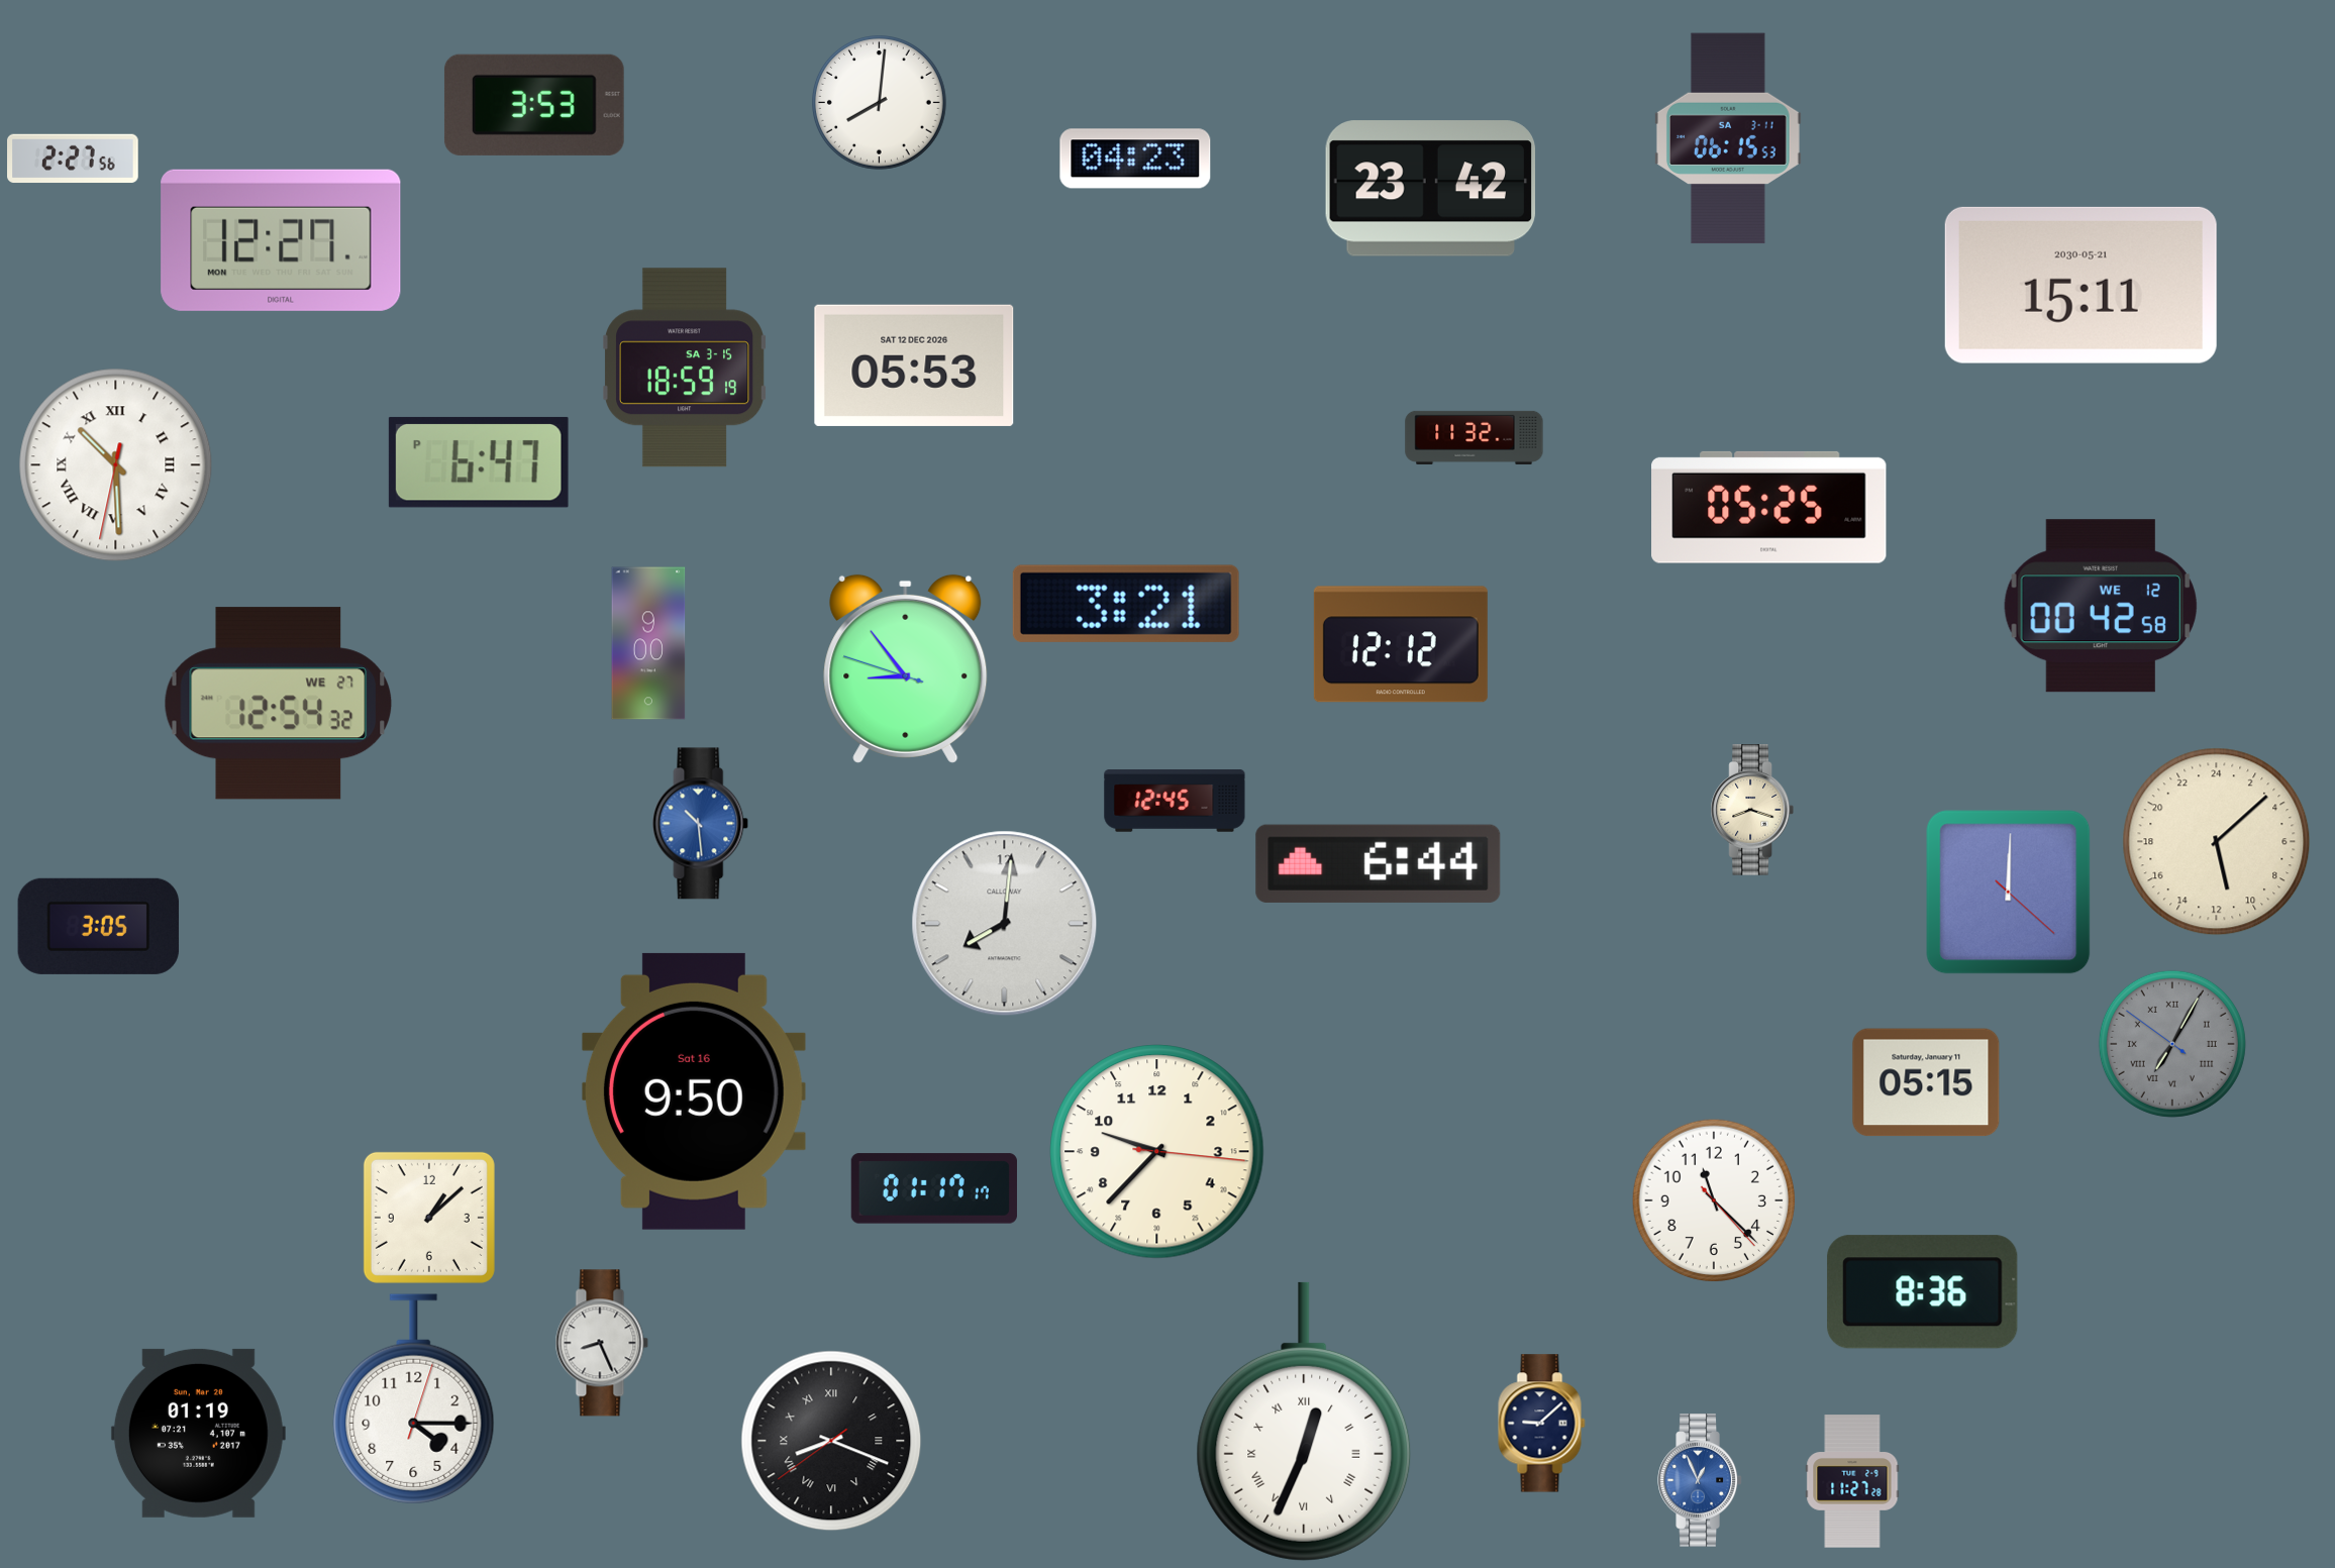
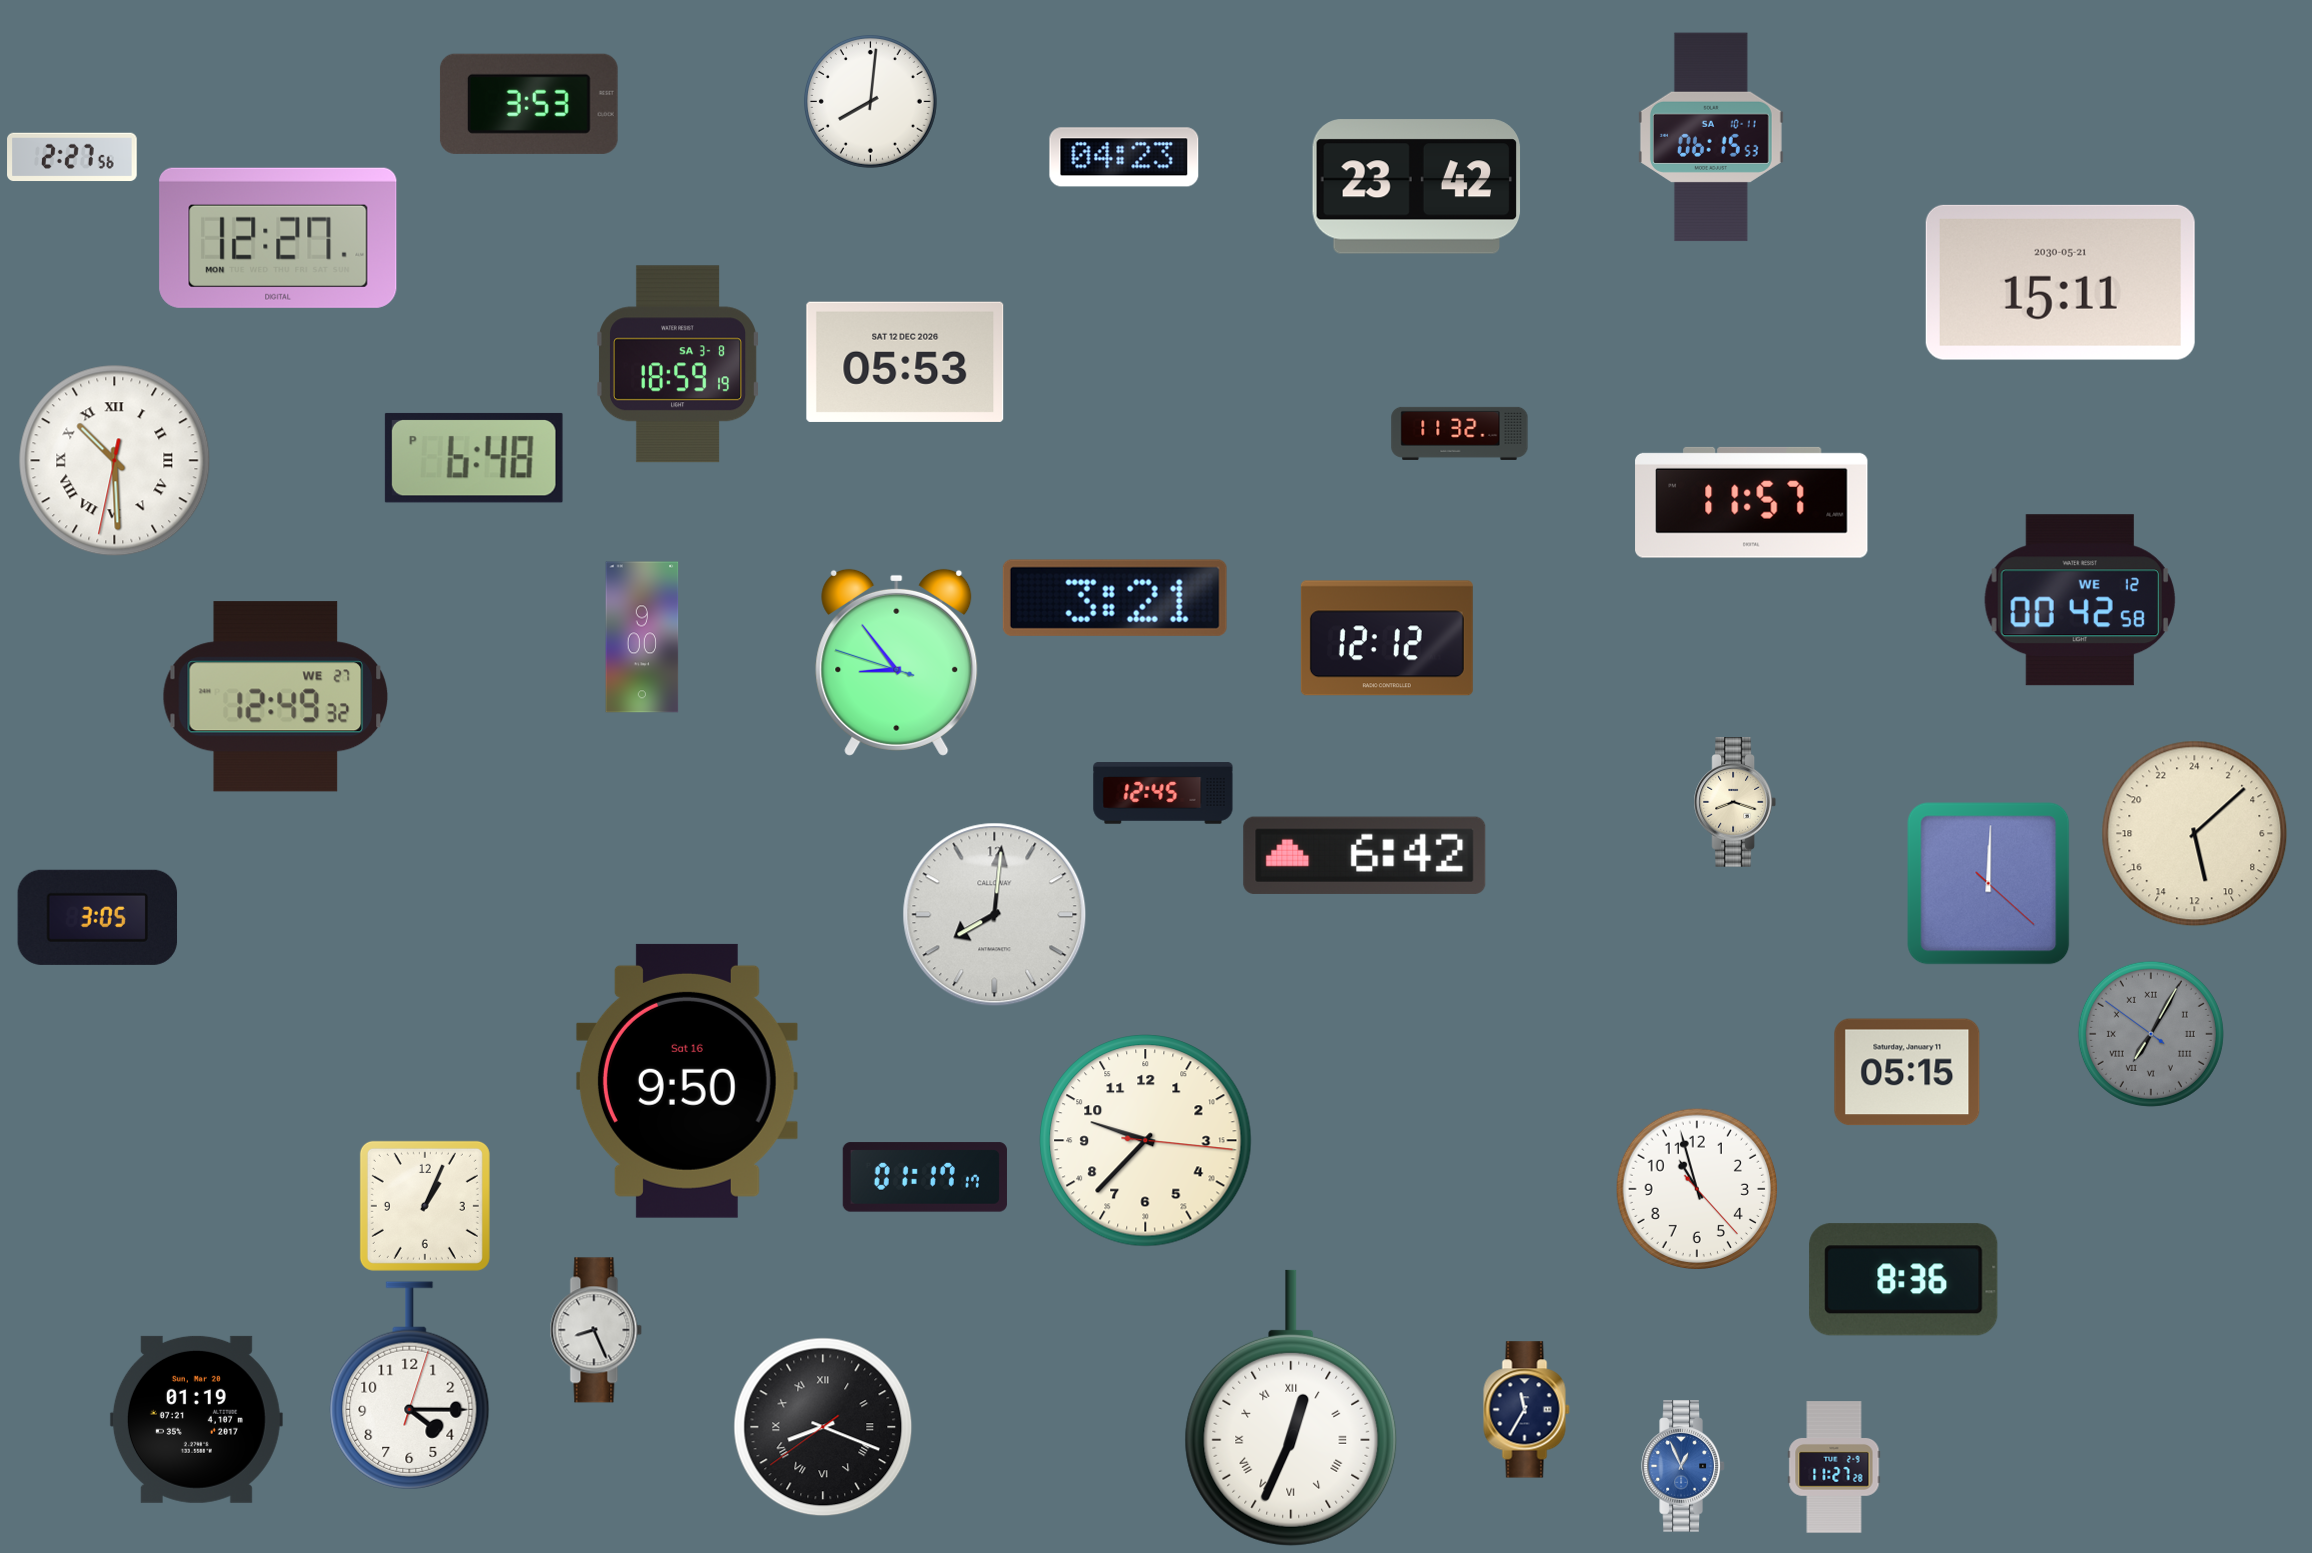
clock at (1728, 138) date: SA 3-11 -> SA 10-11
clock at (685, 368) date: SA 3-15 -> SA 3-8
clock at (479, 462): 6:47 -> 6:48
clock at (1769, 507): 05:25 -> 11:57
clock at (279, 704): 12:54 -> 12:49
clock at (701, 824): 10:29 -> none
clock at (1379, 863): 6:44 -> 6:42
clock at (1714, 1200): 11:22 -> 10:57
clock at (429, 1218): 1:08 -> 1:04
clock at (1542, 1424): 9:08 -> 11:35
